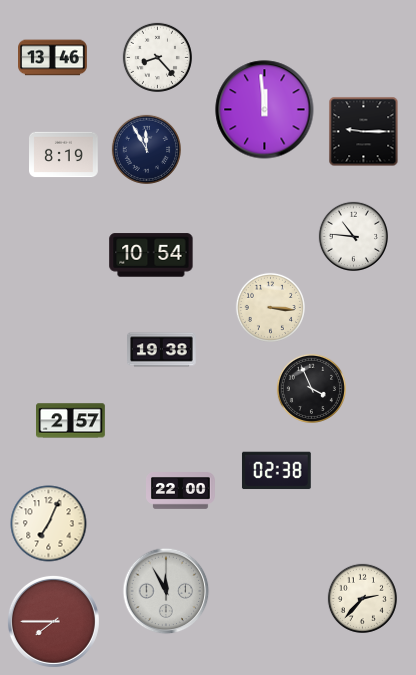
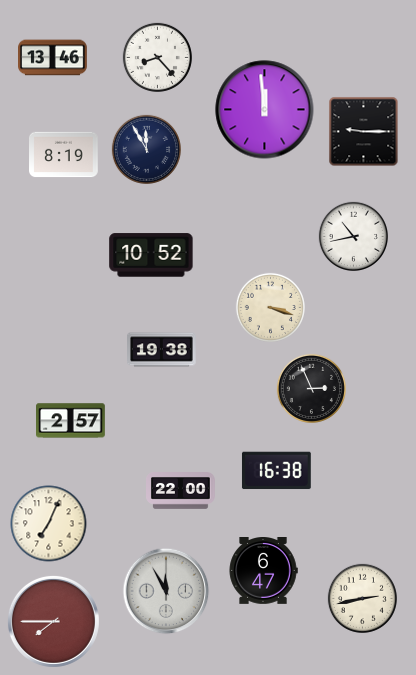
clock at (353, 236): 10:46 -> 10:43
clock at (151, 255): 10:54 -> 10:52
clock at (270, 307): 3:16 -> 3:18
clock at (311, 388): 3:56 -> 2:56
clock at (276, 471): 02:38 -> 16:38
clock at (263, 571): none -> 6:47
clock at (362, 598): 2:37 -> 2:43
